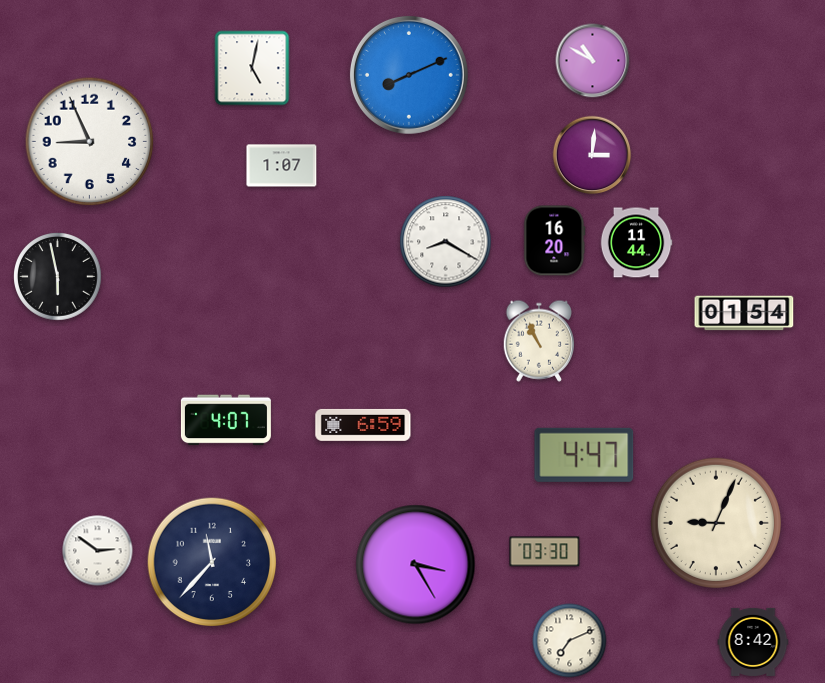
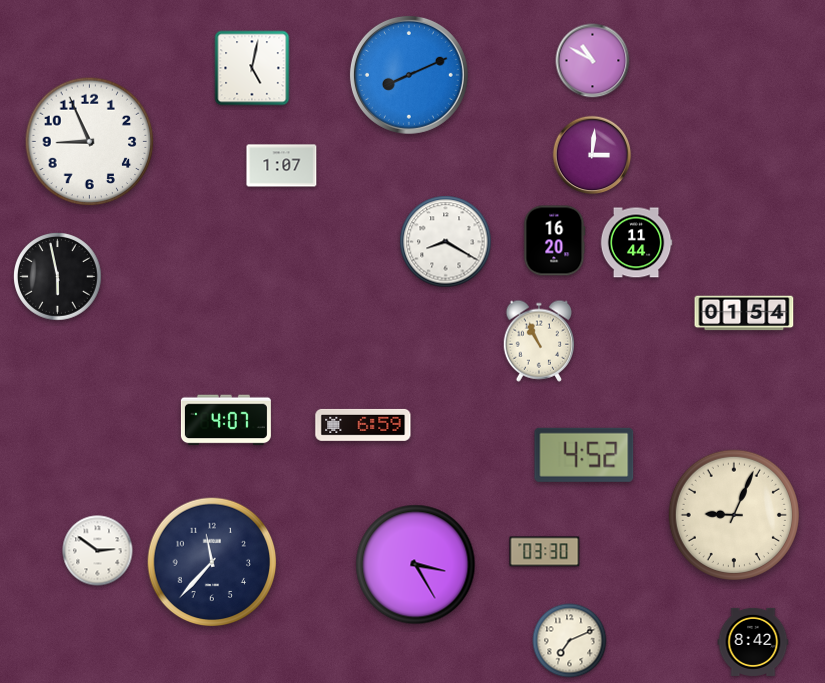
clock at (584, 455): 4:47 -> 4:52
clock at (716, 523) position: (716, 523) -> (734, 515)
